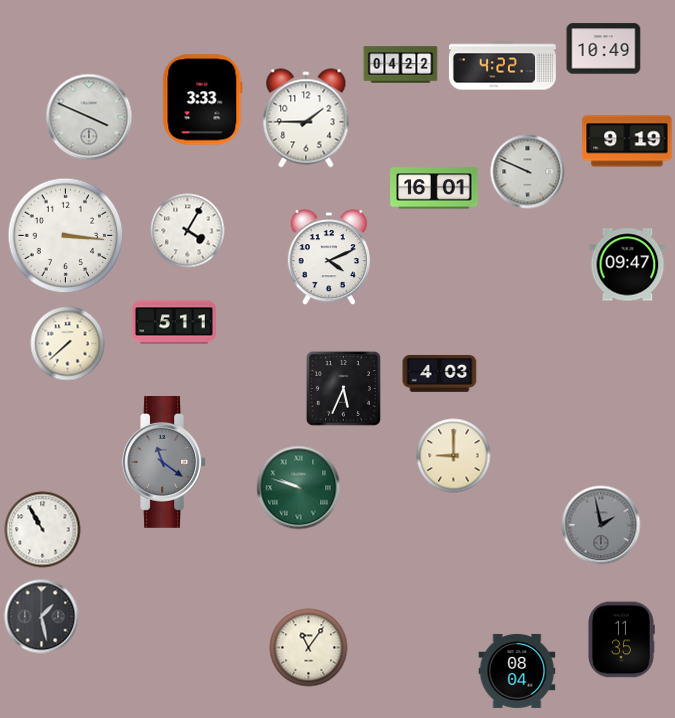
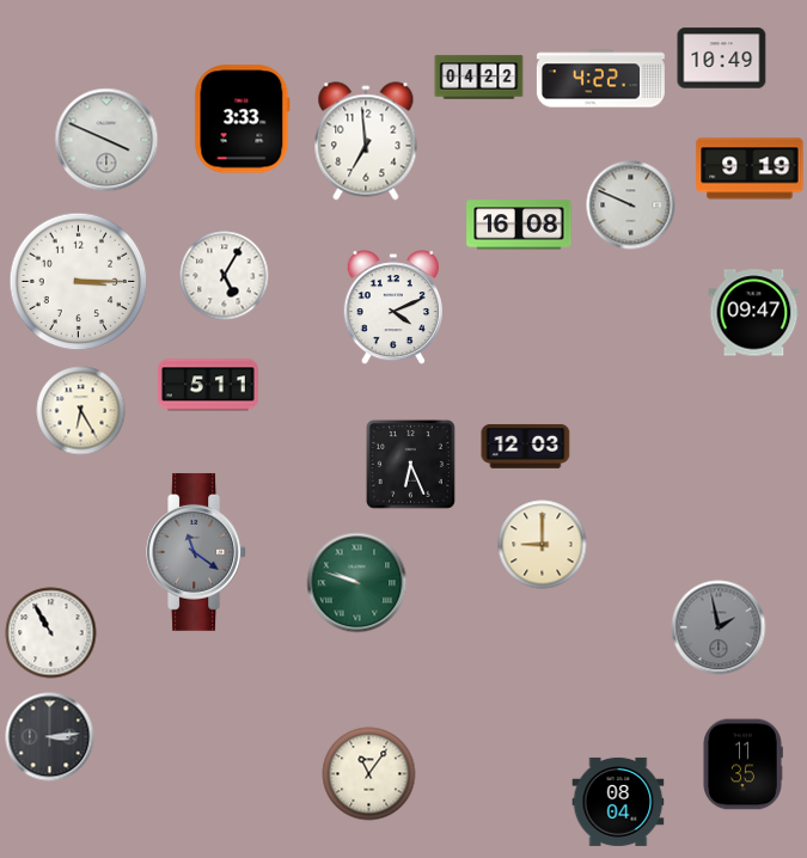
clock at (306, 118): 1:45 -> 6:59
clock at (434, 188): 16:01 -> 16:08
clock at (188, 231): 4:05 -> 5:05
clock at (66, 236): 3:16 -> 3:15
clock at (628, 265) position: (628, 265) -> (754, 313)
clock at (68, 344): 7:38 -> 6:25
clock at (440, 373): 4:03 -> 12:03
clock at (343, 388): 5:34 -> 6:26
clock at (42, 617): 1:28 -> 3:14
